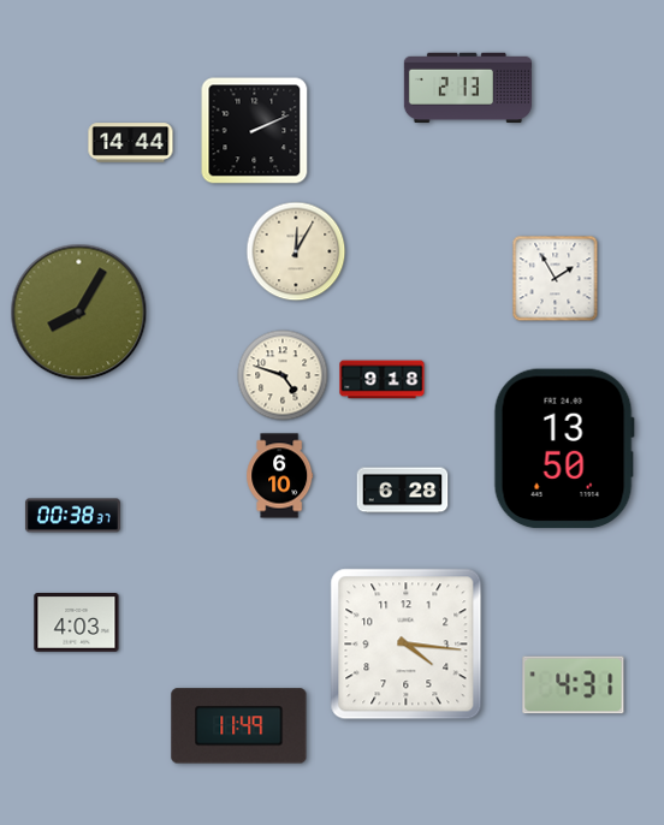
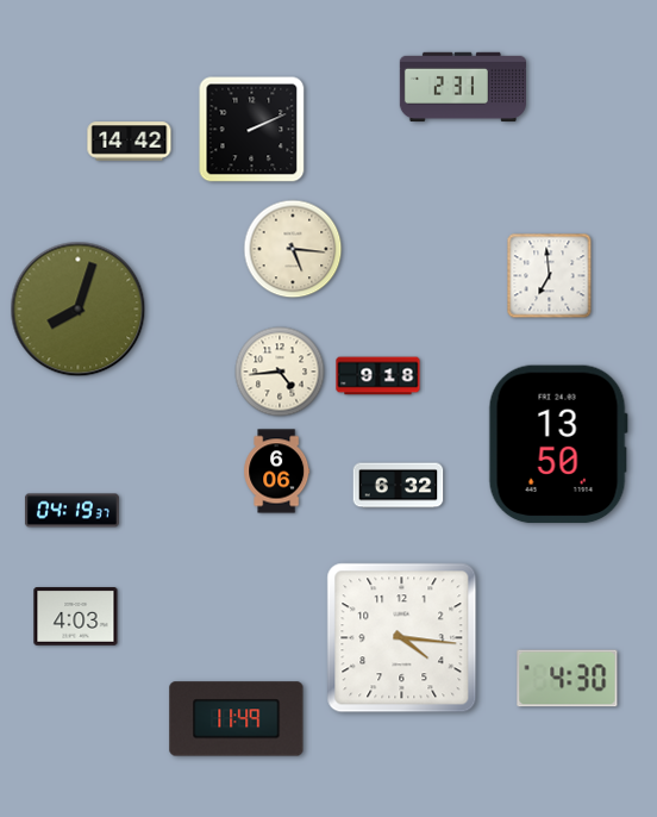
clock at (467, 88): 2:13 -> 2:31
clock at (131, 143): 14:44 -> 14:42
clock at (296, 251): 12:05 -> 5:16
clock at (556, 279): 1:55 -> 6:59
clock at (79, 313): 8:05 -> 8:03
clock at (283, 375): 4:48 -> 4:44
clock at (280, 476): 6:10 -> 6:06
clock at (403, 491): 6:28 -> 6:32
clock at (72, 516): 00:38 -> 04:19
clock at (574, 685): 4:31 -> 4:30
